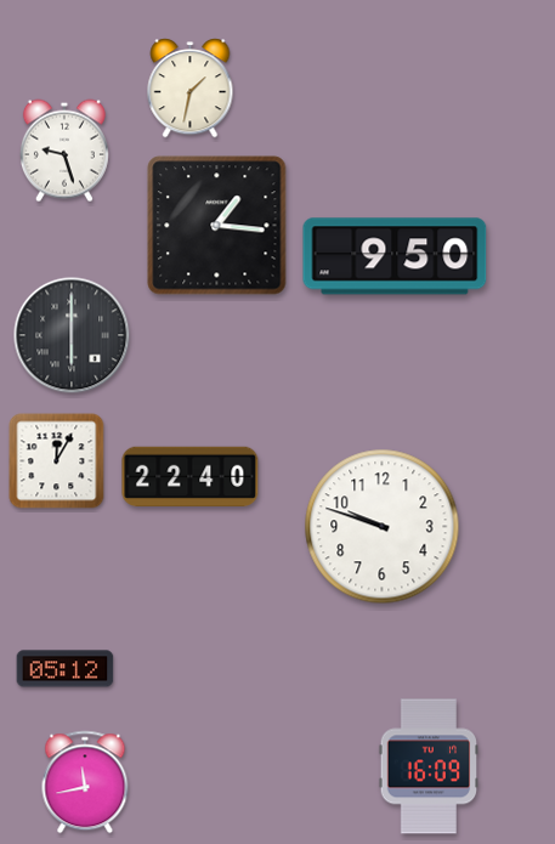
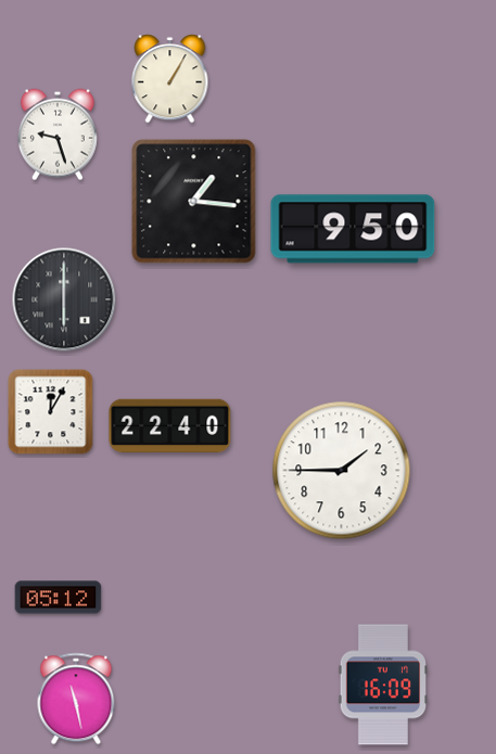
clock at (191, 89): 1:32 -> 1:05
clock at (383, 527): 9:48 -> 1:45
clock at (85, 782): 11:43 -> 11:28
